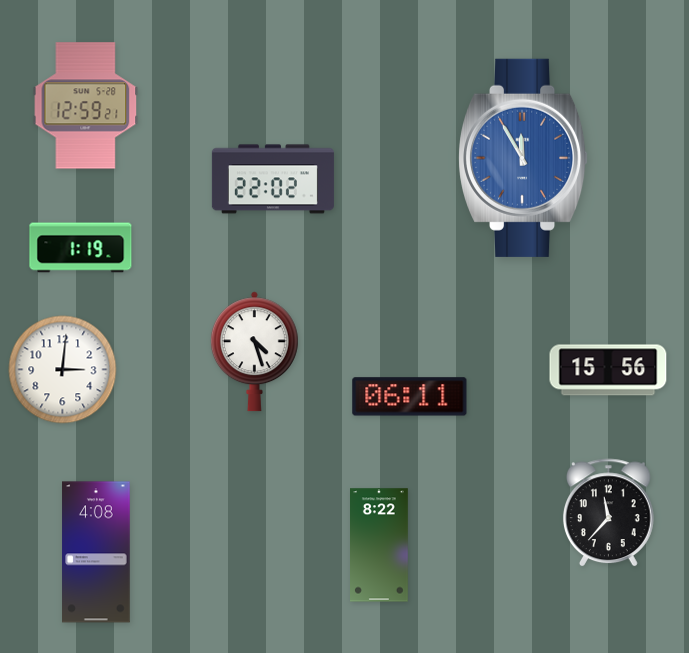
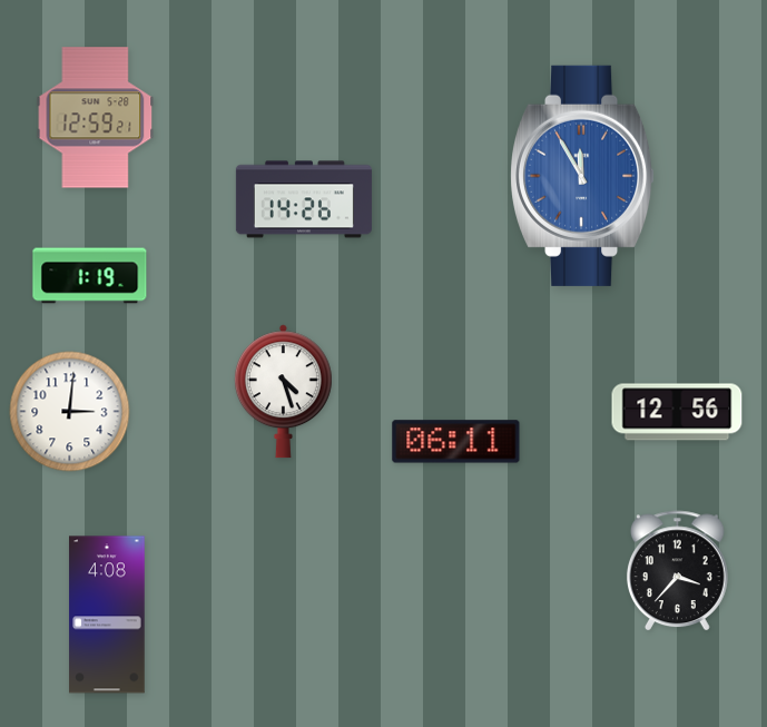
clock at (273, 179): 22:02 -> 14:26
clock at (608, 370): 15:56 -> 12:56
clock at (609, 513): 11:37 -> 3:37
clock at (380, 545): 8:22 -> none
